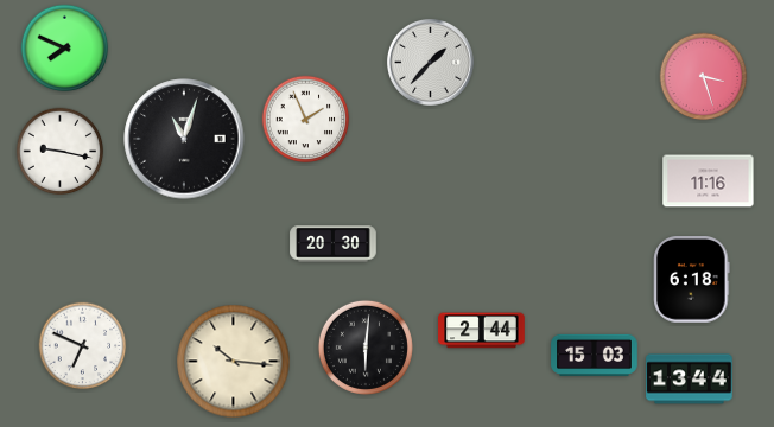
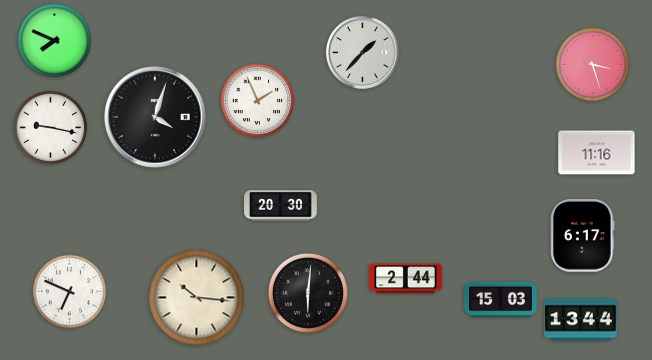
clock at (184, 139): 11:03 -> 4:03
clock at (692, 280): 6:18 -> 6:17
clock at (234, 362) position: (234, 362) -> (197, 298)
